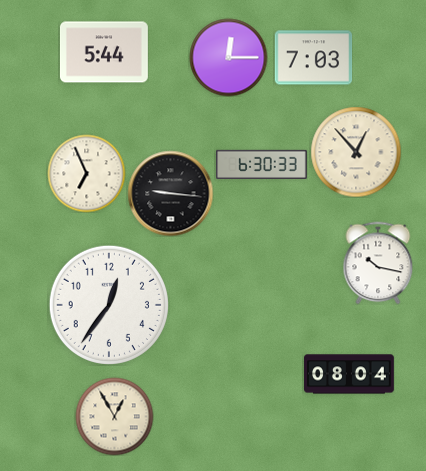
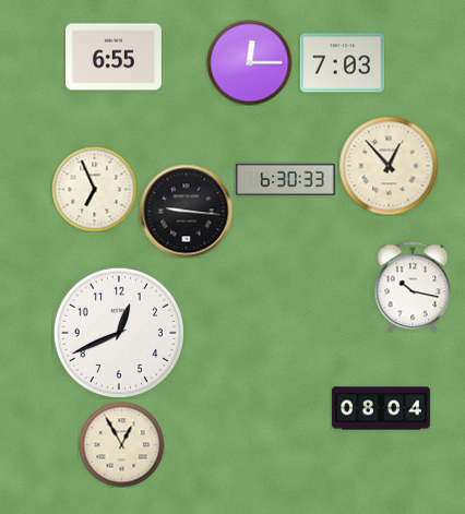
clock at (104, 52): 5:44 -> 6:55
clock at (109, 305): 12:36 -> 12:41
clock at (114, 416) position: (114, 416) -> (121, 444)
